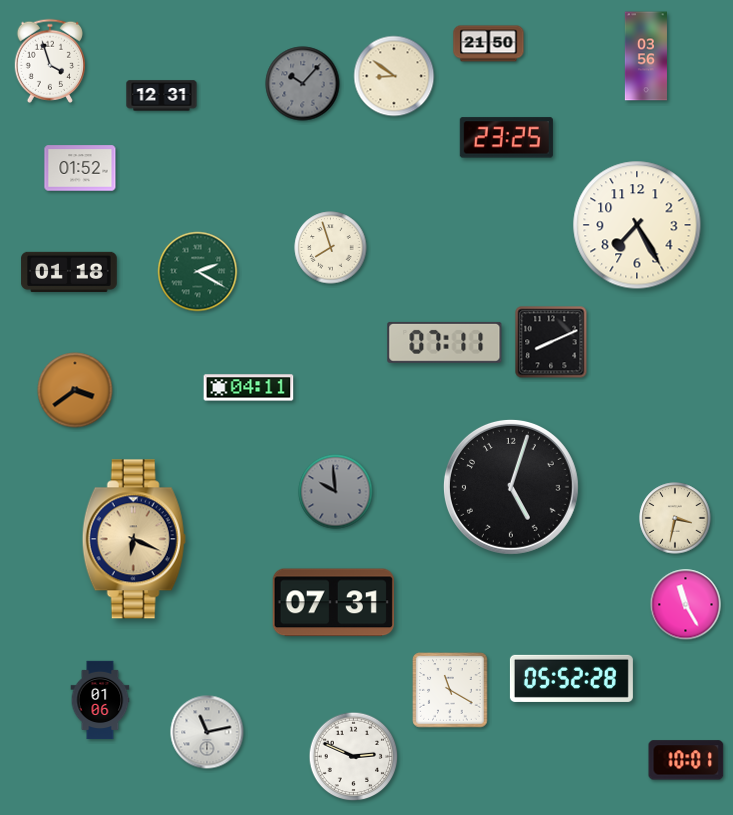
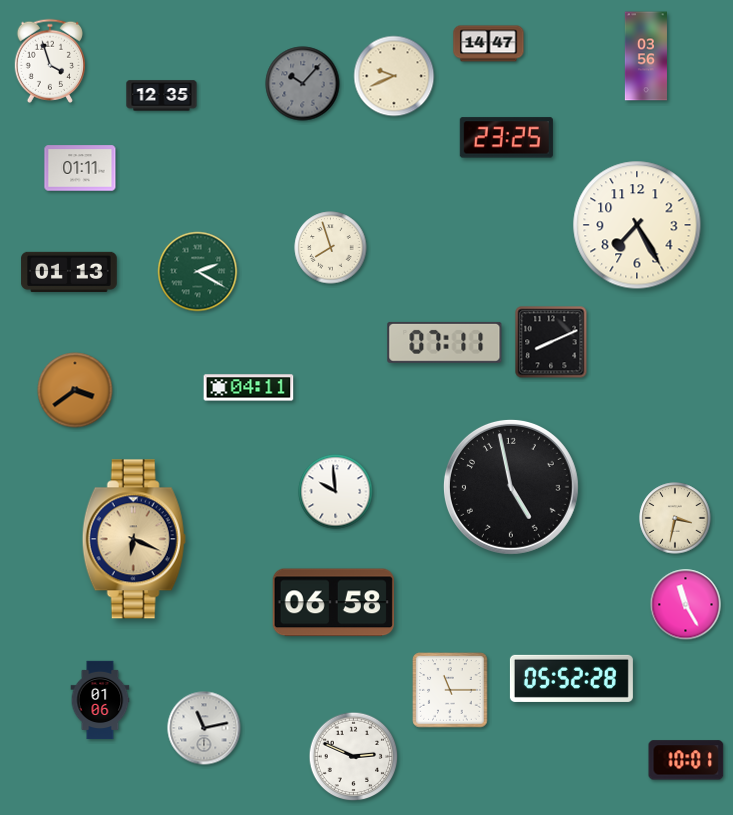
clock at (489, 44): 21:50 -> 14:47
clock at (394, 76): 8:51 -> 9:41
clock at (162, 96): 12:31 -> 12:35
clock at (80, 168): 01:52 -> 01:11
clock at (69, 272): 01:18 -> 01:13
clock at (511, 487): 5:03 -> 4:58
clock at (336, 492) dial: grey -> white
clock at (333, 603): 07:31 -> 06:58
clock at (450, 690): 11:20 -> 11:15
clock at (207, 732) position: (207, 732) -> (204, 728)
